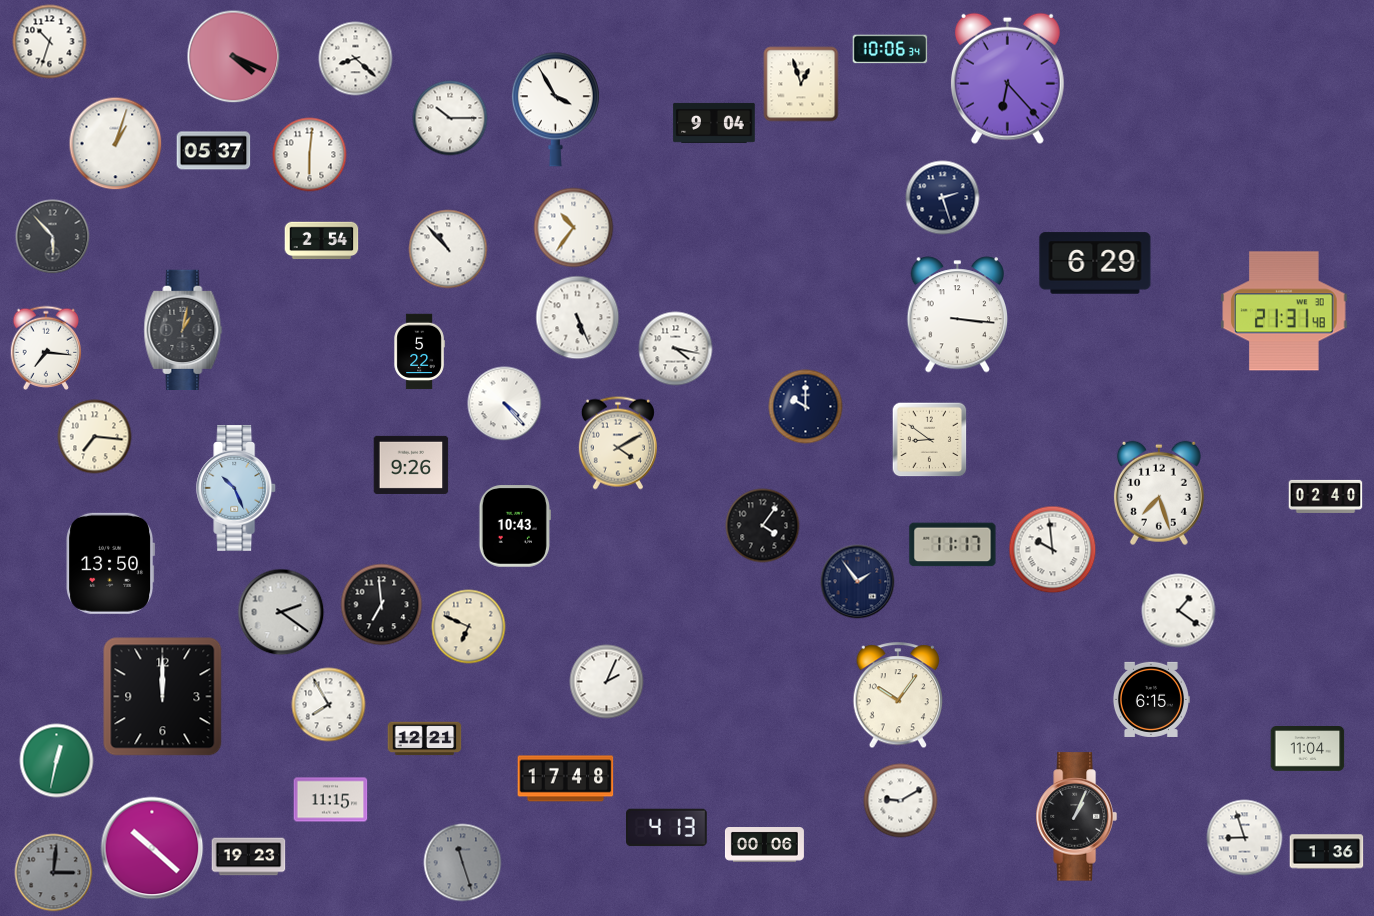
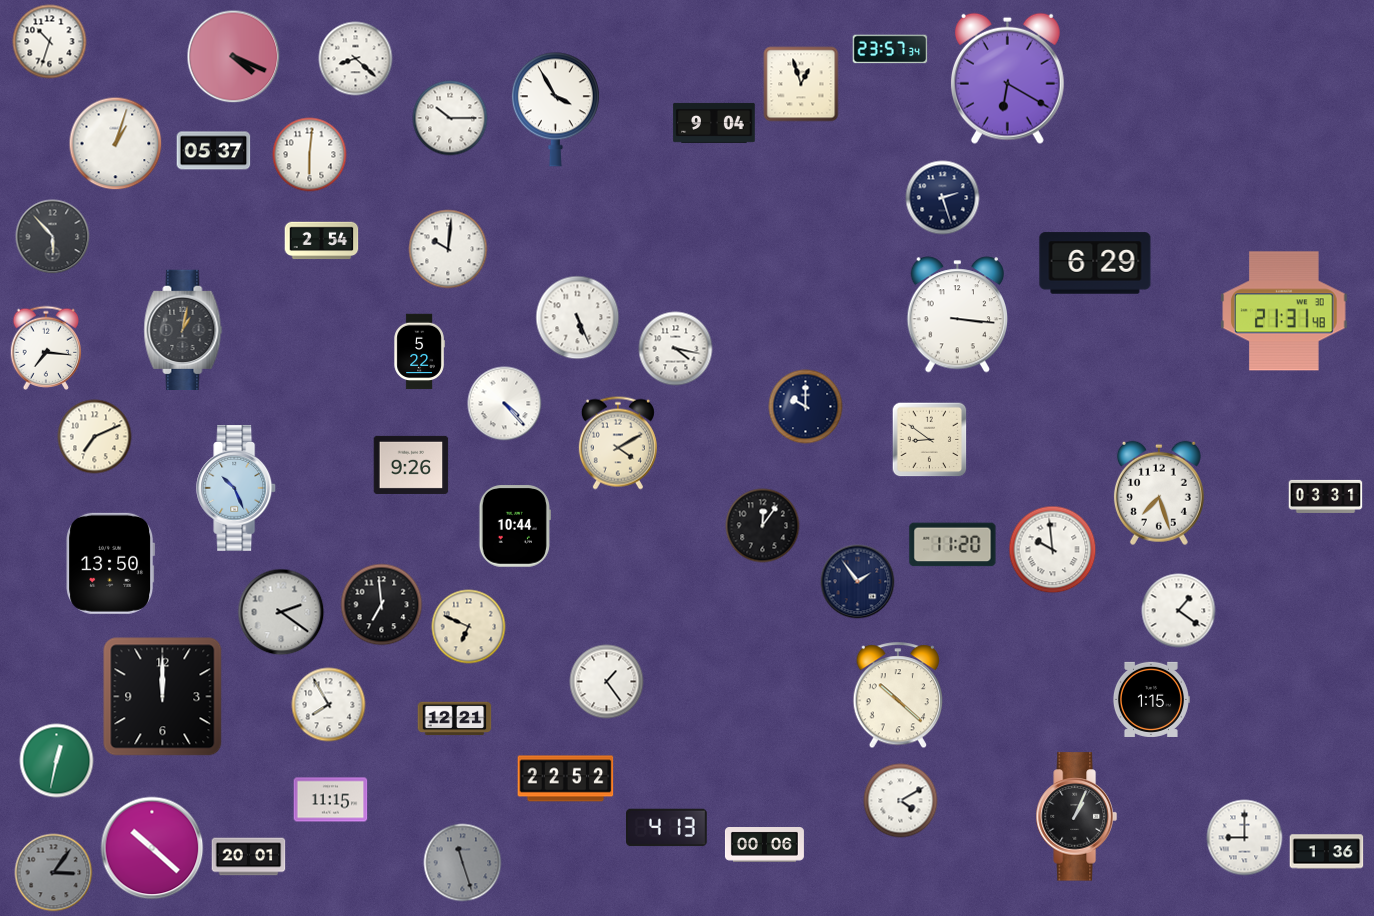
clock at (890, 49): 10:06 -> 23:57
clock at (1007, 78): 6:23 -> 6:20
clock at (574, 228): 10:36 -> none
clock at (448, 249): 10:53 -> 10:01
clock at (95, 437): 7:16 -> 7:11
clock at (1326, 496): 02:40 -> 03:31
clock at (515, 526): 10:43 -> 10:44
clock at (763, 526): 4:06 -> 12:06
clock at (953, 545): 11:17 -> 11:20
clock at (607, 682): 2:04 -> 1:24
clock at (898, 696): 10:06 -> 10:22
clock at (1151, 699): 6:15 -> 1:15
clock at (425, 739) position: (425, 739) -> (455, 719)
clock at (1308, 749): 11:04 -> none
clock at (566, 779): 17:48 -> 22:52
clock at (901, 801): 9:10 -> 4:10
clock at (1245, 838): 8:57 -> 9:00
clock at (249, 857): 19:23 -> 20:01
clock at (54, 873): 3:01 -> 3:06
